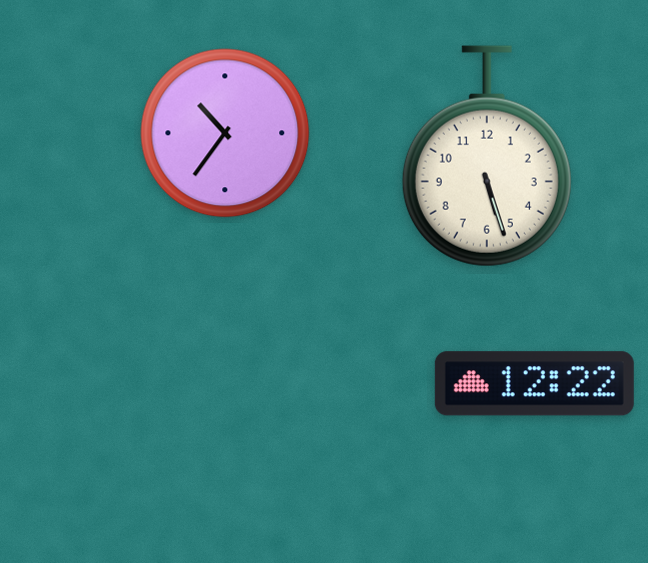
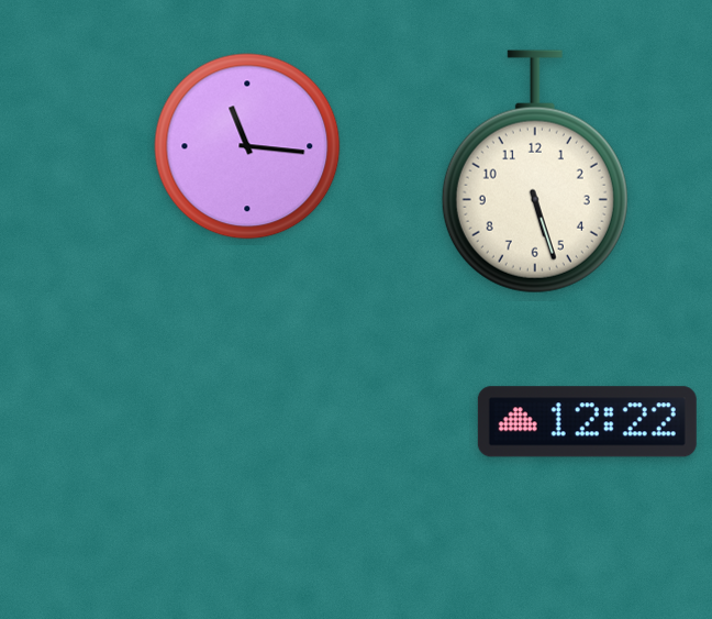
clock at (225, 133): 10:36 -> 11:16
